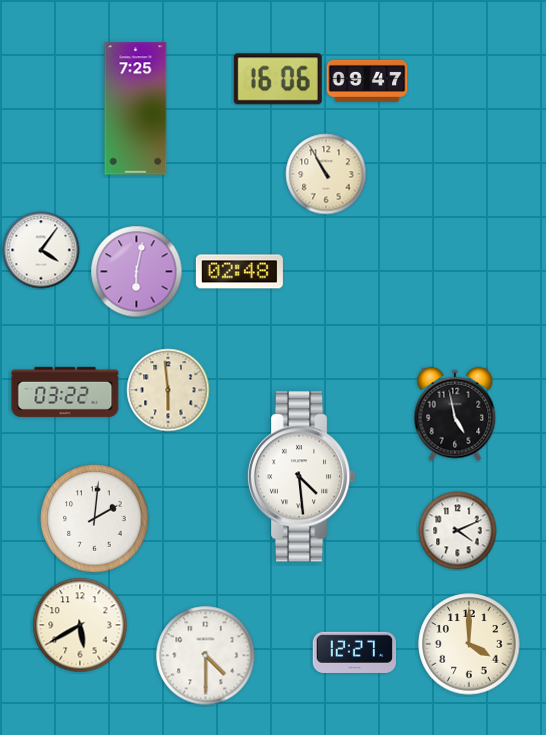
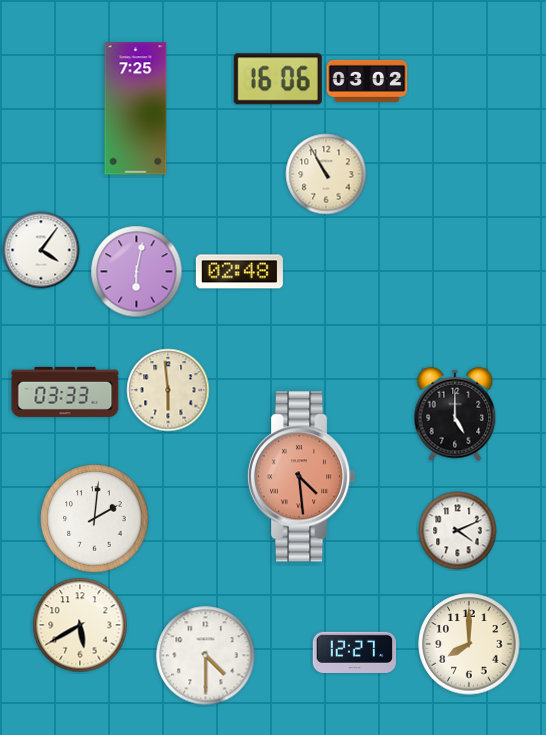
clock at (367, 81): 09:47 -> 03:02
clock at (65, 392): 03:22 -> 03:33
clock at (455, 414): 4:58 -> 5:00
clock at (301, 477) dial: white -> salmon
clock at (469, 644): 4:00 -> 8:00
